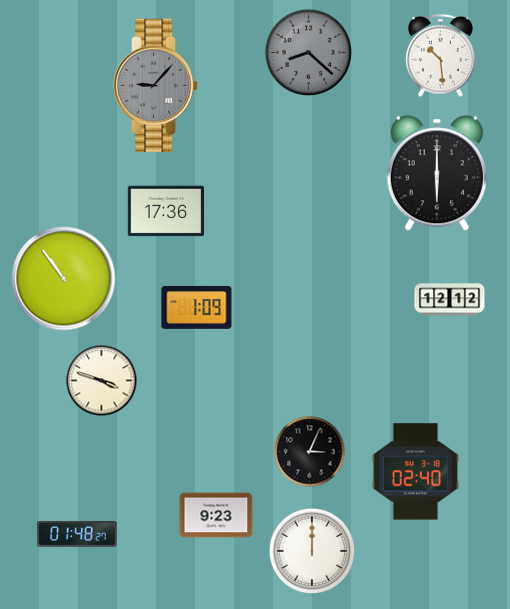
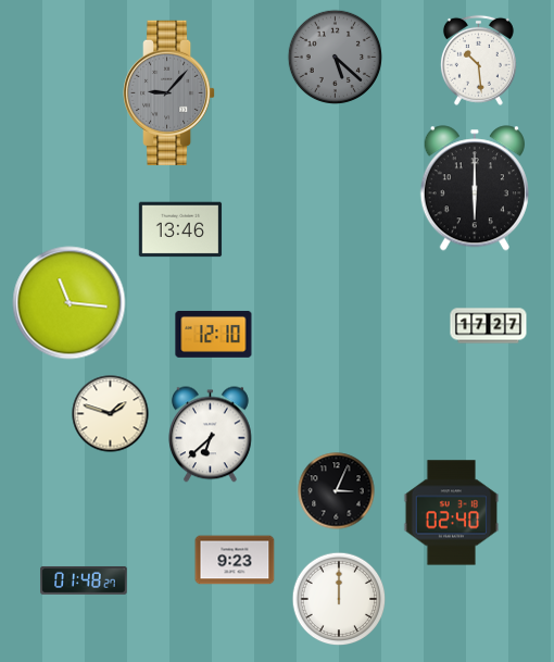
clock at (308, 52): 8:22 -> 5:22
clock at (166, 211): 17:36 -> 13:46
clock at (64, 279): 10:54 -> 11:16
clock at (450, 300): 12:12 -> 17:27
clock at (197, 307): 1:09 -> 12:10
clock at (102, 381): 3:48 -> 1:48
clock at (210, 435): none -> 6:38
